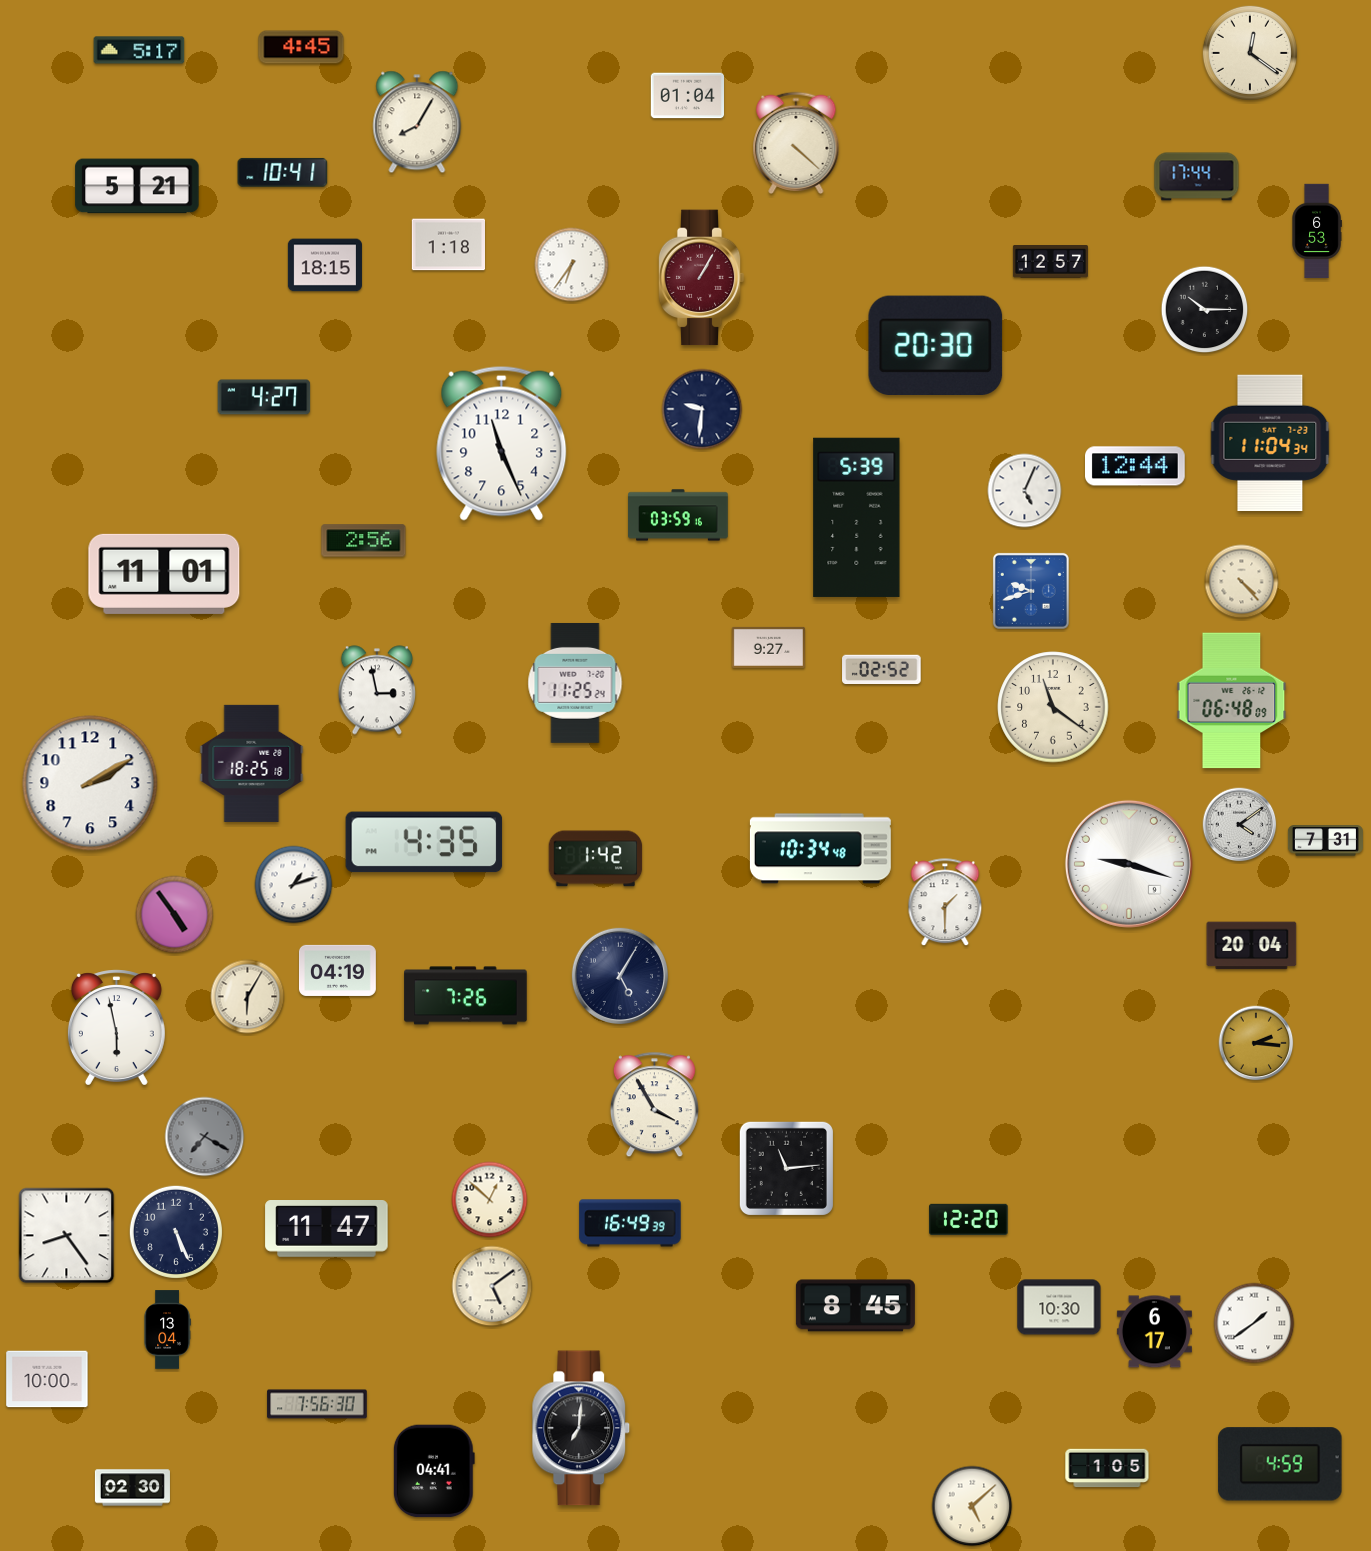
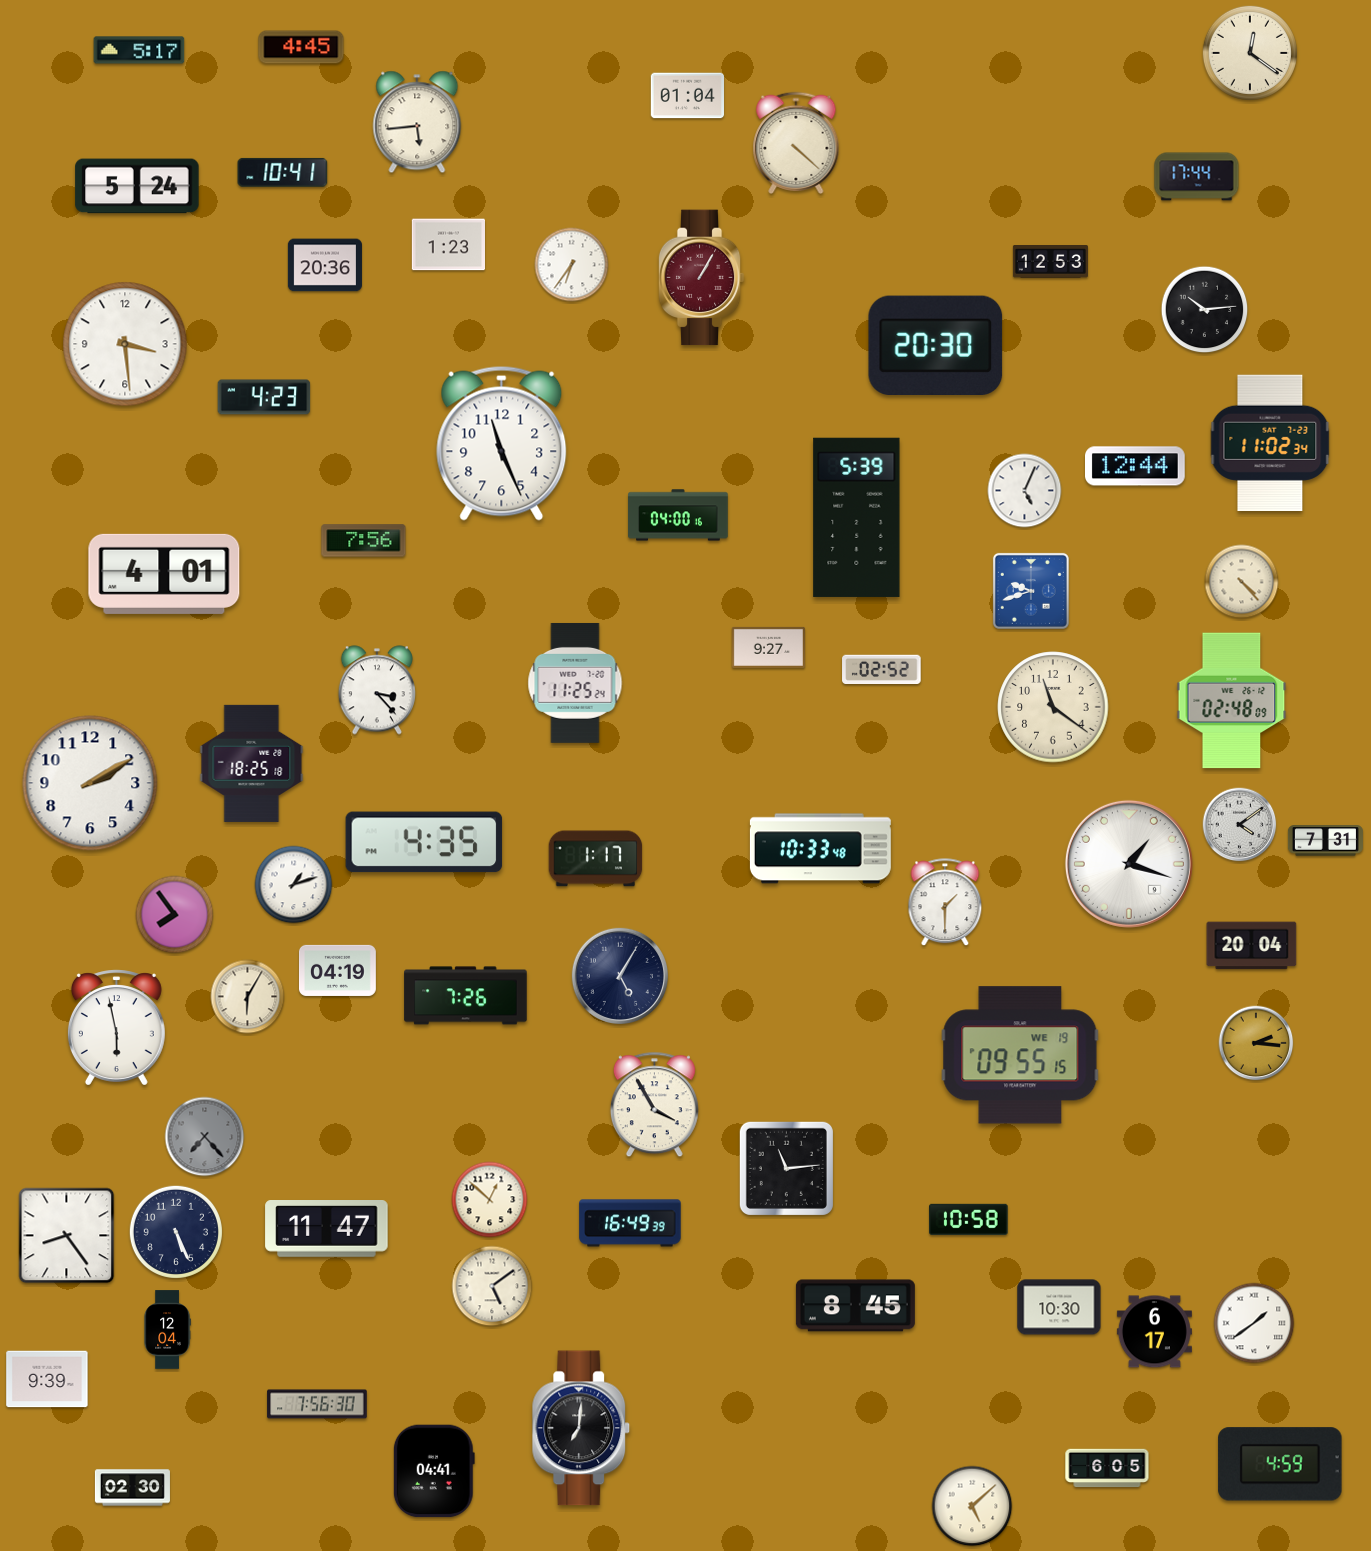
clock at (417, 122): 8:05 -> 5:44
clock at (137, 186): 5:21 -> 5:24
clock at (1317, 231): 6:53 -> none
clock at (448, 245): 1:18 -> 1:23
clock at (1050, 262): 12:57 -> 12:53
clock at (325, 265): 18:15 -> 20:36
clock at (1205, 310): 10:15 -> 10:14
clock at (125, 344): none -> 3:29
clock at (264, 397): 4:27 -> 4:23
clock at (702, 409): 9:31 -> none
clock at (1270, 442): 11:04 -> 11:02
clock at (678, 515): 03:59 -> 04:00
clock at (364, 541): 2:56 -> 7:56
clock at (164, 574): 11:01 -> 4:01
clock at (377, 690): 2:58 -> 3:23
clock at (1232, 701): 06:48 -> 02:48
clock at (820, 849): 10:34 -> 10:33
clock at (596, 859): 1:42 -> 1:17
clock at (1129, 864): 9:18 -> 1:18
clock at (175, 915): 4:54 -> 7:54
clock at (1020, 1055): none -> 09:55
clock at (205, 1137): 7:20 -> 7:23
clock at (969, 1219): 12:20 -> 10:58
clock at (167, 1330): 13:04 -> 12:04
clock at (47, 1379): 10:00 -> 9:39
clock at (1107, 1468): 1:05 -> 6:05
